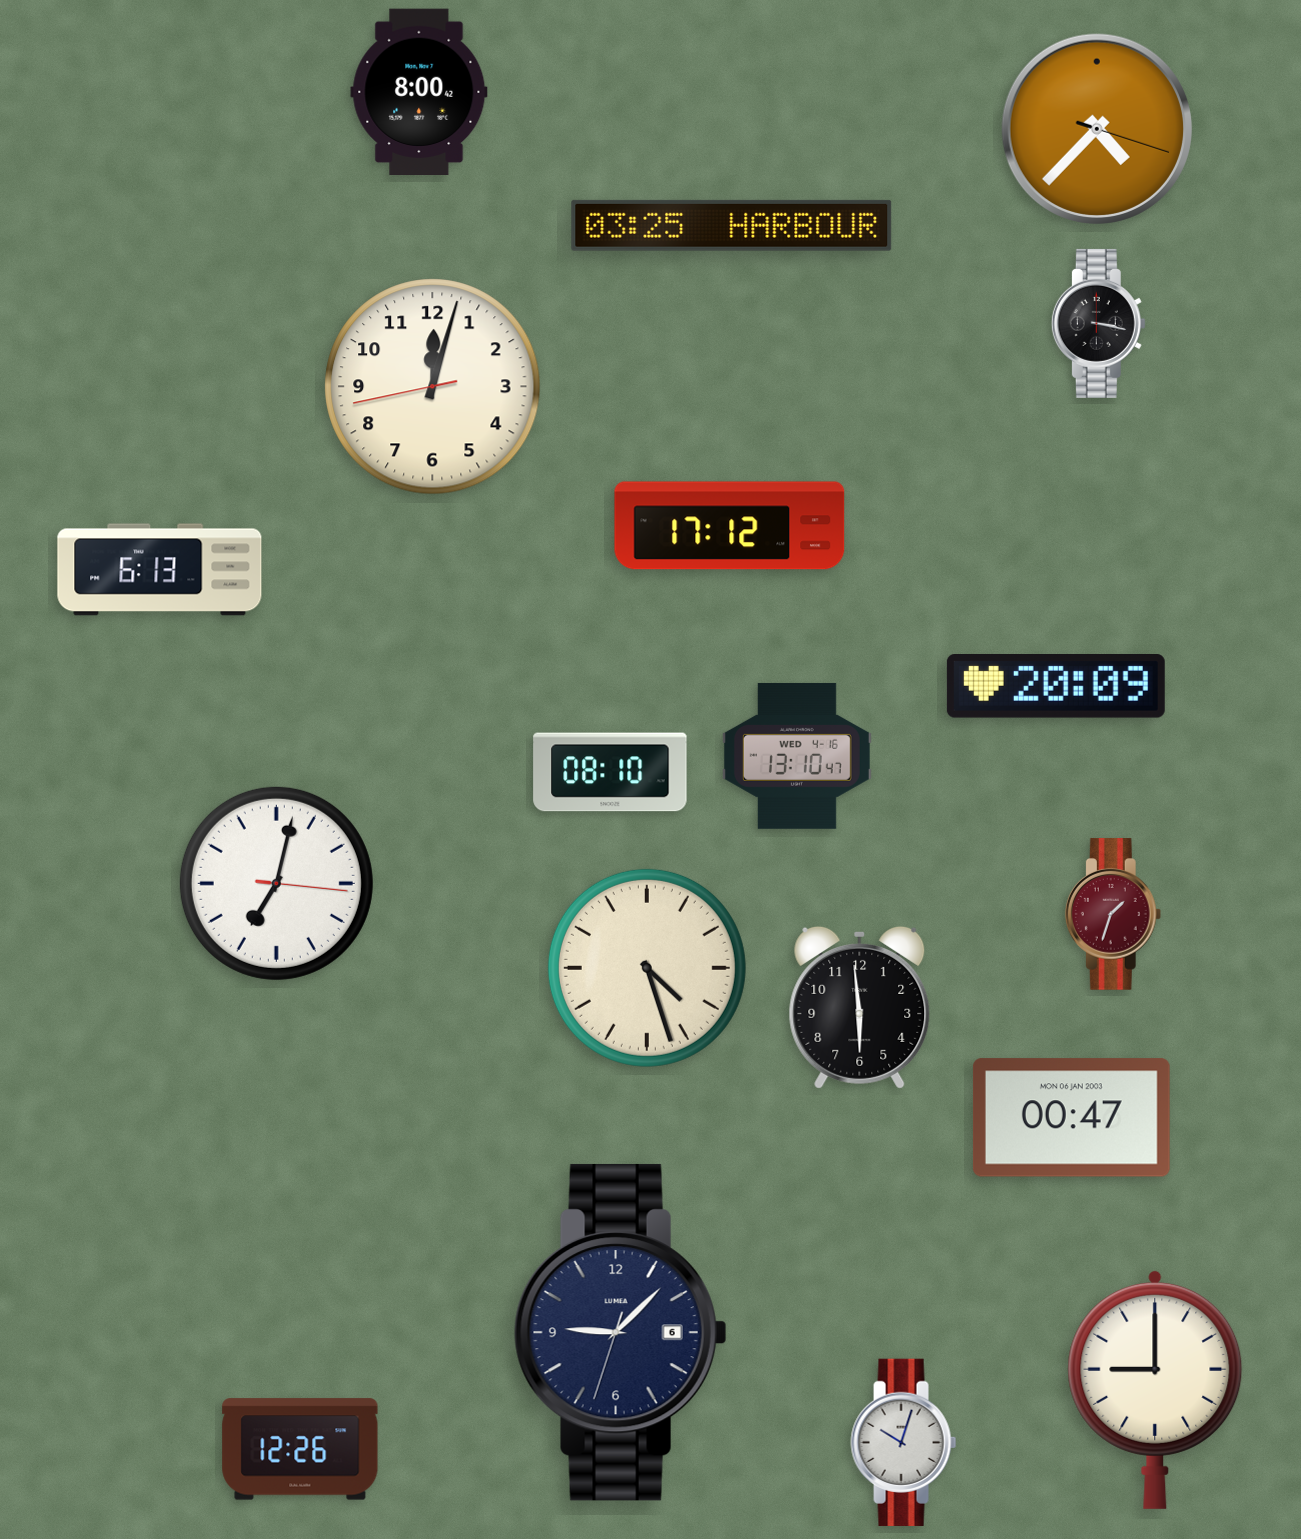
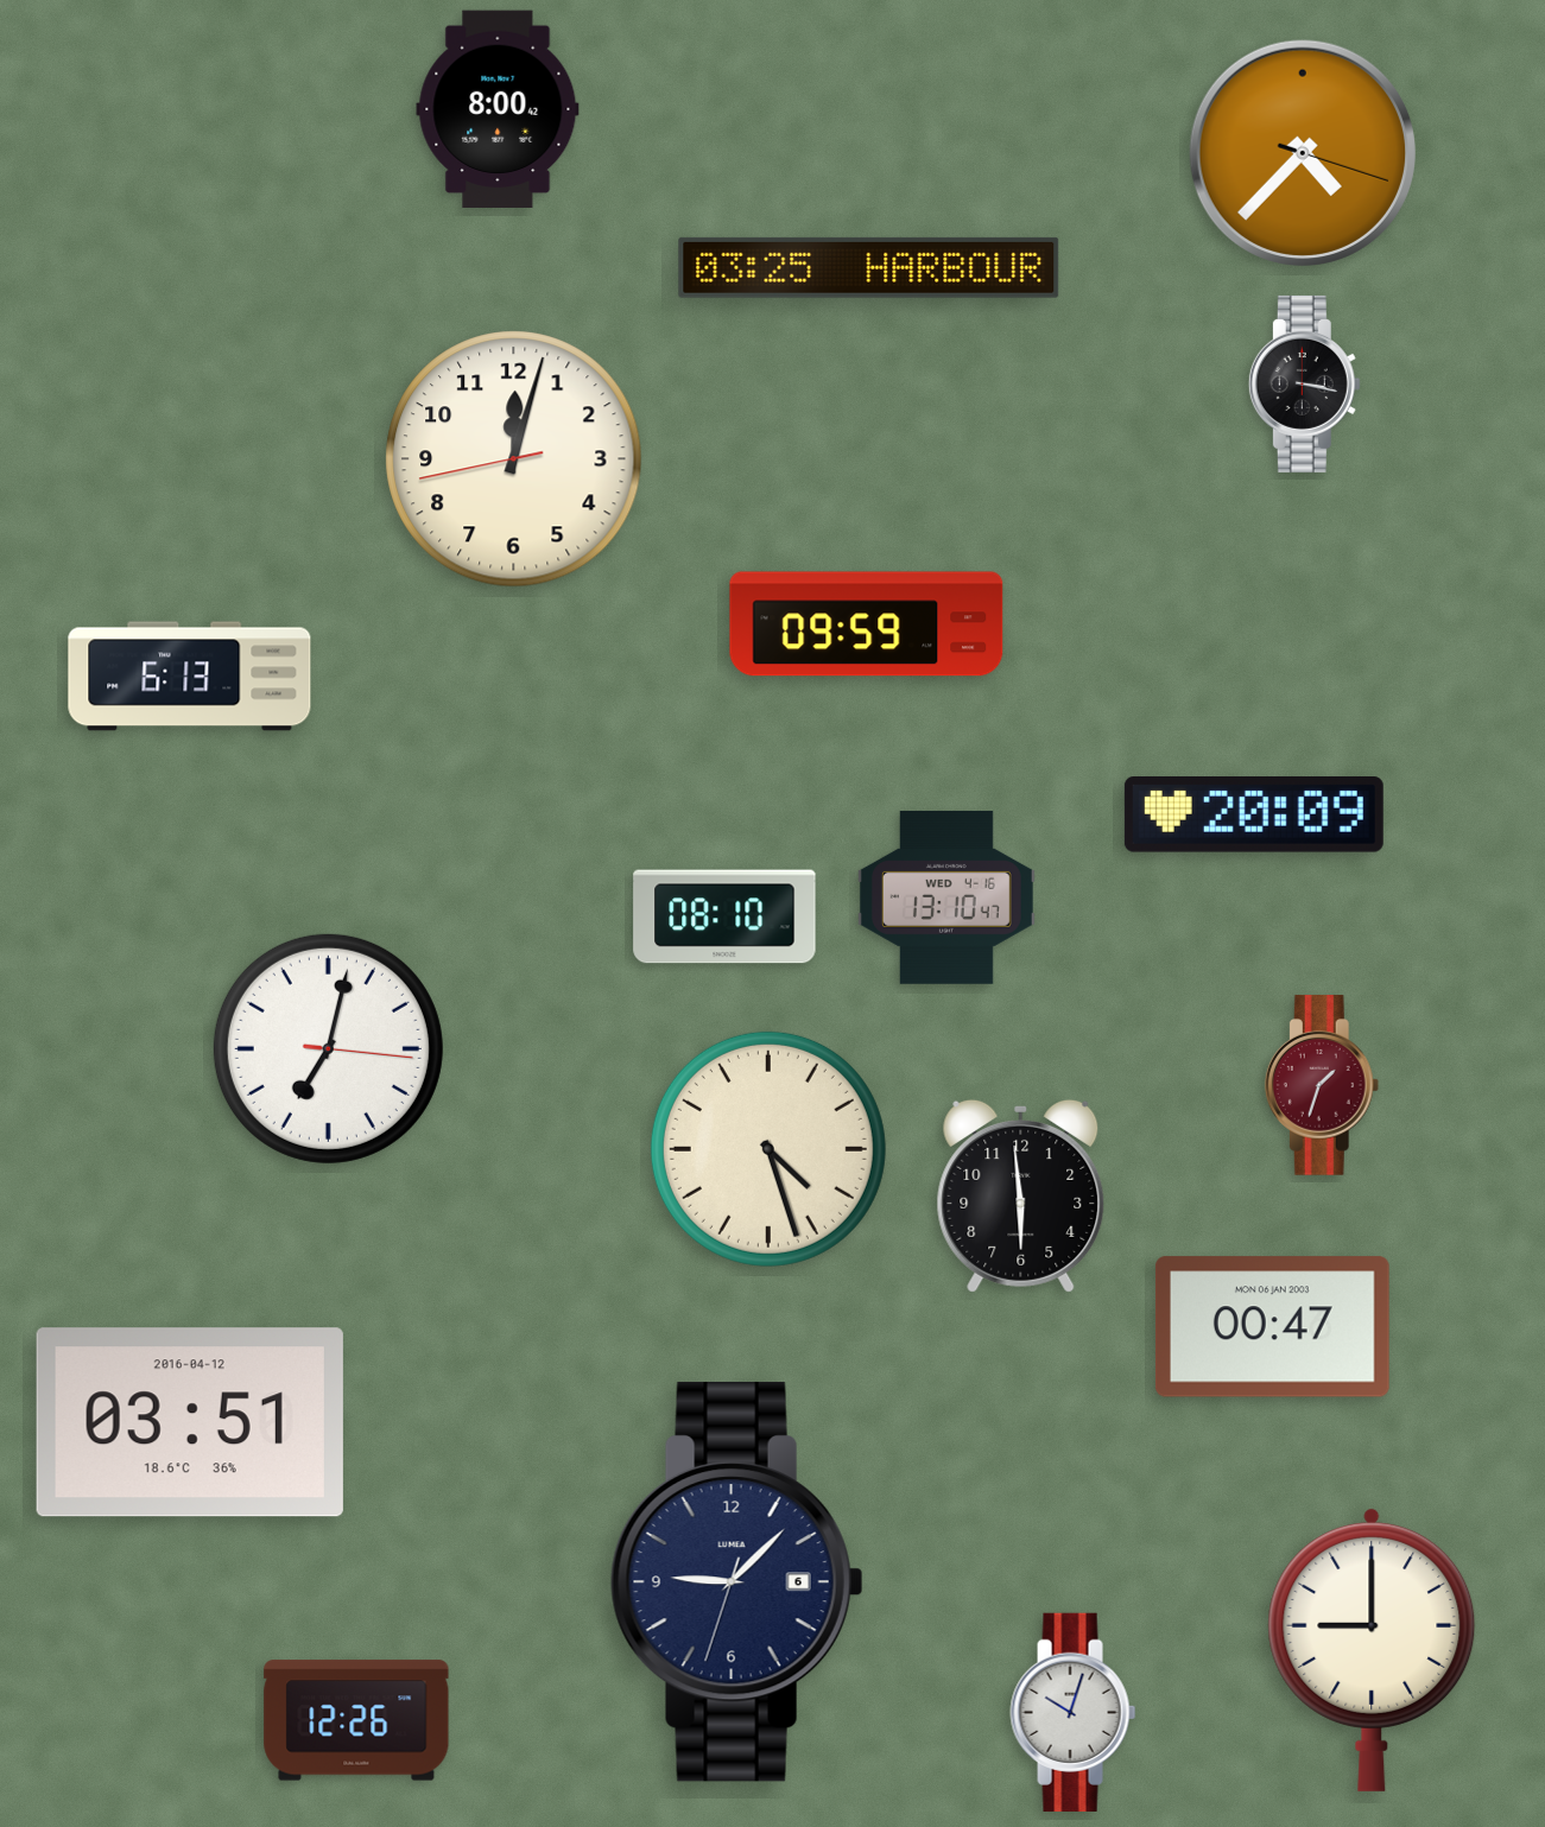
clock at (730, 526): 17:12 -> 09:59
clock at (190, 1422): none -> 03:51
